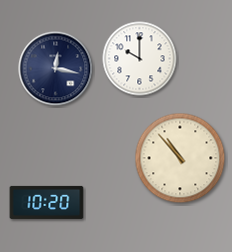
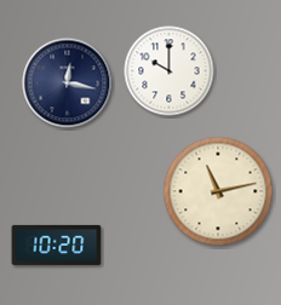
clock at (180, 158): 10:53 -> 11:13
